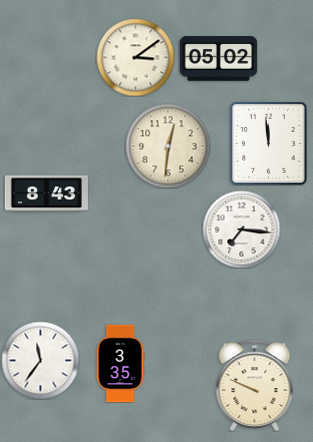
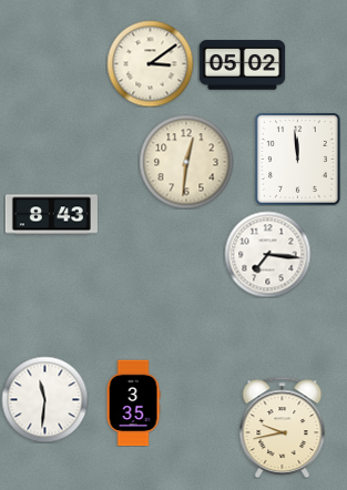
clock at (40, 360): 11:36 -> 11:31
clock at (255, 385): 9:49 -> 9:43
